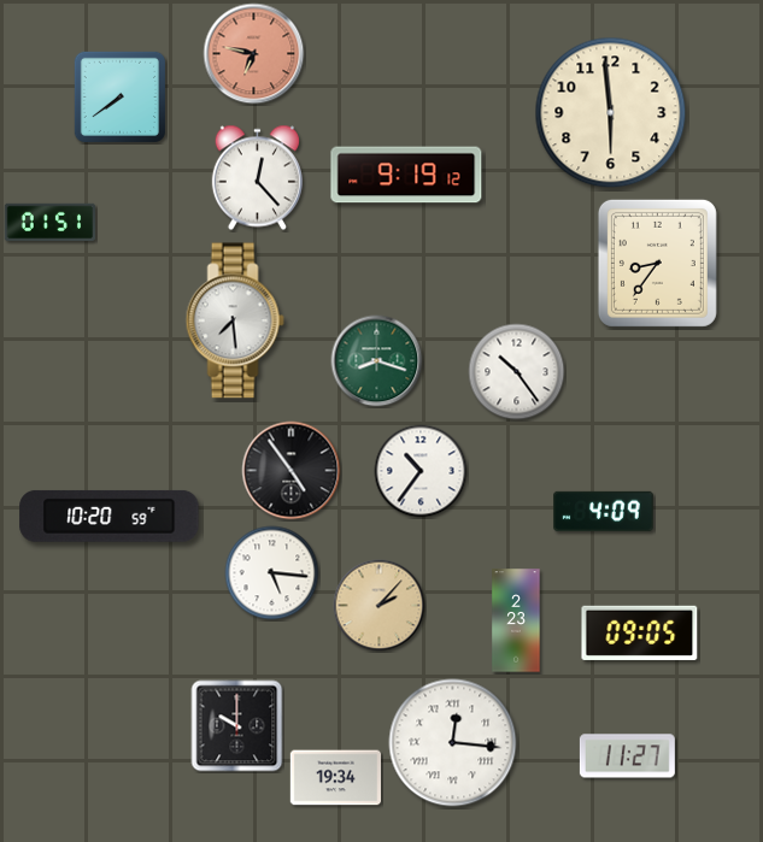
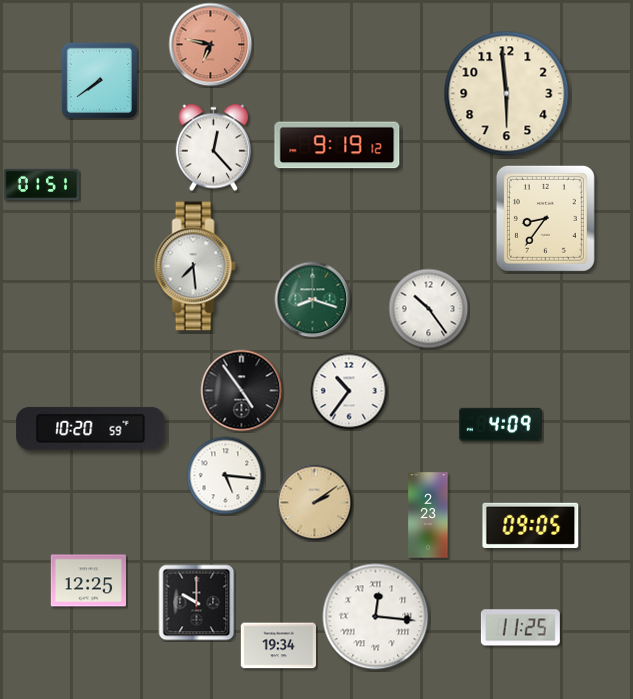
clock at (380, 606): 2:07 -> 2:09
clock at (88, 581): none -> 12:25
clock at (627, 756): 11:27 -> 11:25
